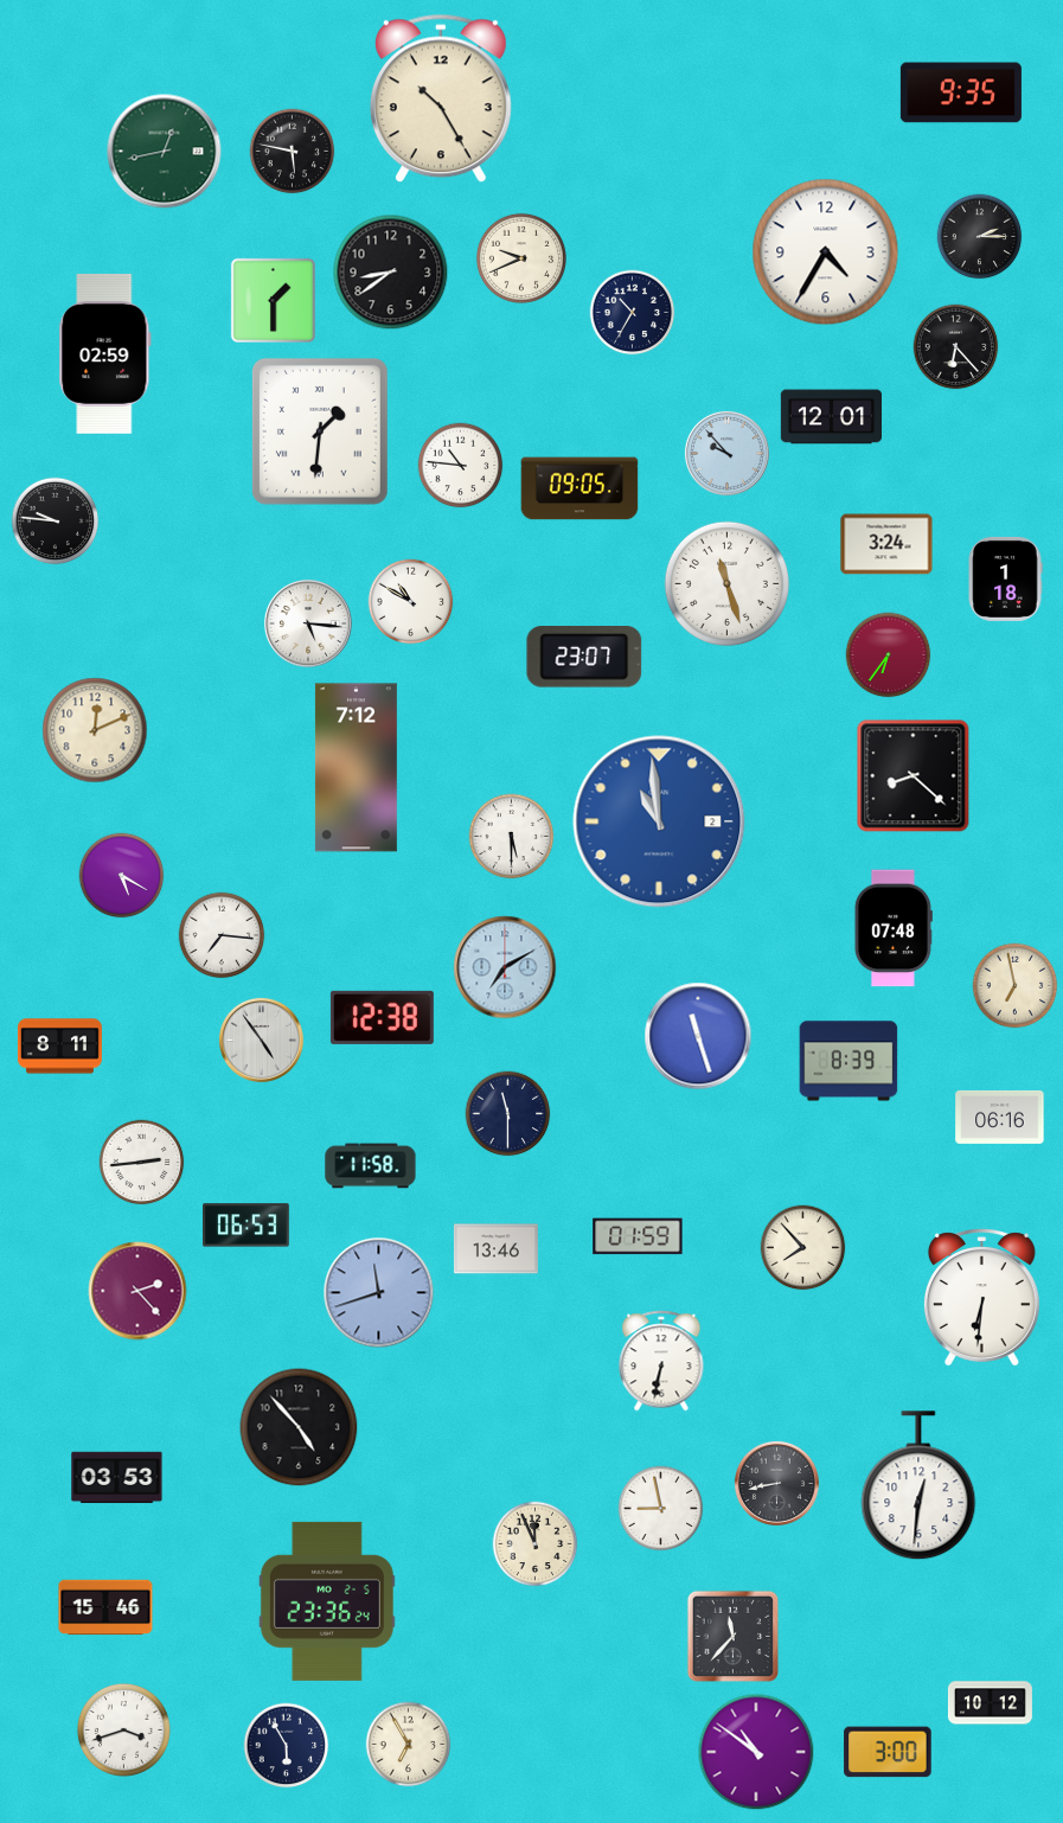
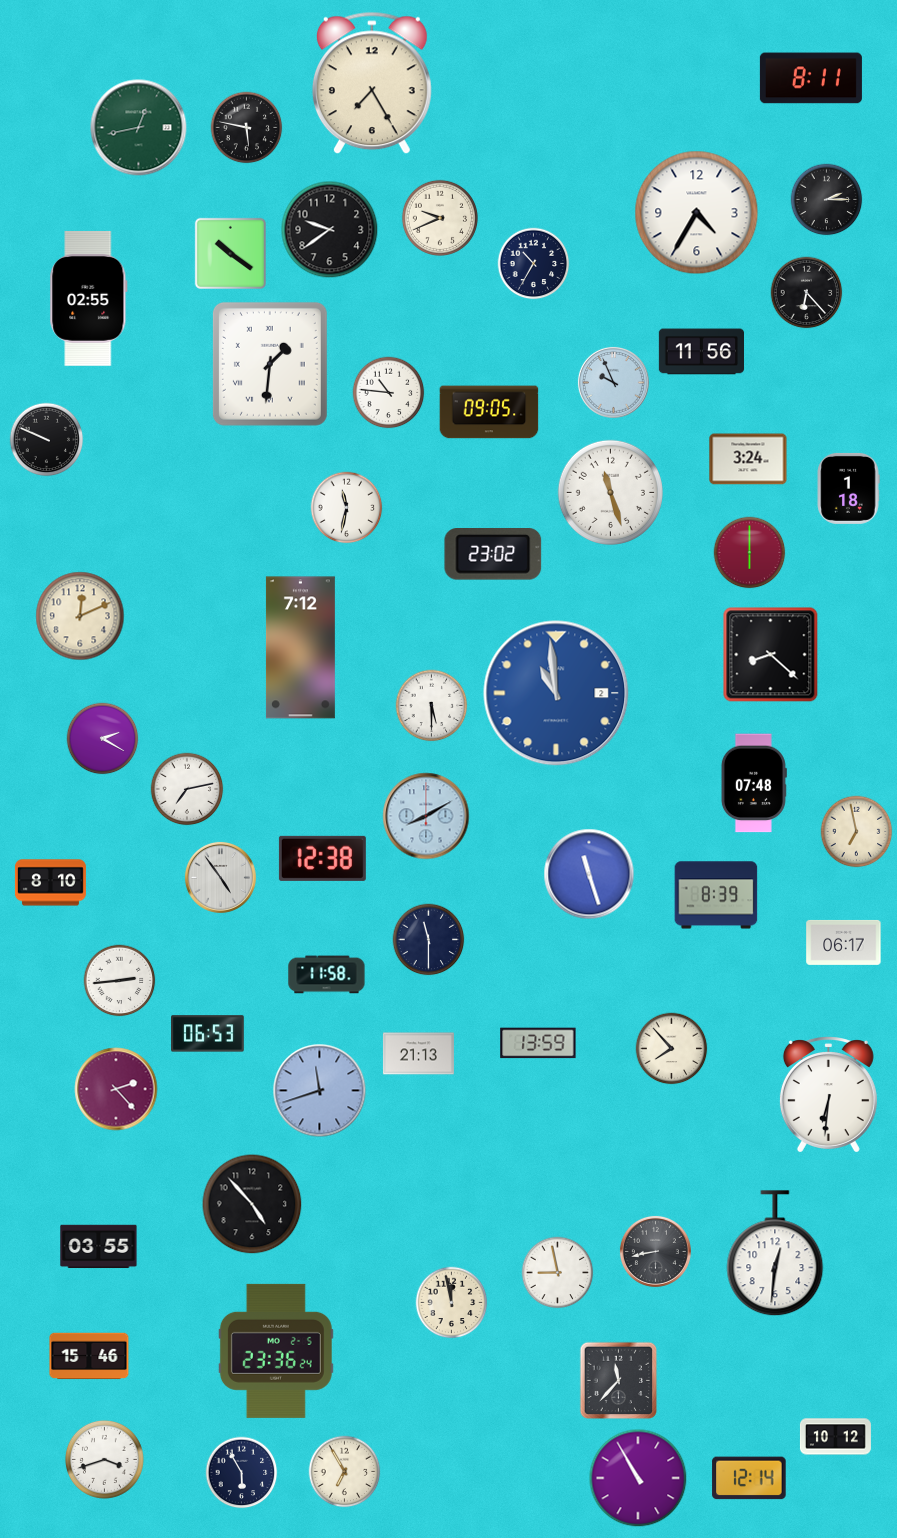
clock at (961, 92): 9:35 -> 8:11
clock at (441, 98): 10:25 -> 7:25
clock at (391, 273): 8:39 -> 9:39
clock at (273, 300): 1:30 -> 10:21
clock at (105, 353): 02:59 -> 02:55
clock at (831, 417): 12:01 -> 11:56
clock at (726, 453): 9:53 -> 9:56
clock at (56, 522): 9:46 -> 9:49
clock at (726, 583) position: (726, 583) -> (610, 492)
clock at (411, 602): 10:50 -> 11:32
clock at (309, 625): 5:16 -> none
clock at (889, 655): 6:36 -> 6:00
clock at (584, 657): 23:07 -> 23:02
clock at (122, 876): 5:20 -> 2:20
clock at (222, 935): 7:16 -> 7:13
clock at (505, 967): 7:10 -> 8:10
clock at (59, 1047): 8:11 -> 8:10
clock at (1000, 1117): 06:16 -> 06:17
clock at (371, 1166) position: (371, 1166) -> (327, 975)
clock at (638, 1236): 01:59 -> 13:59
clock at (803, 1248) position: (803, 1248) -> (672, 1049)
clock at (495, 1249): 13:46 -> 21:13
clock at (661, 1361): 6:32 -> none
clock at (117, 1478): 03:53 -> 03:55
clock at (536, 1544): 11:56 -> 11:58
clock at (756, 1752): 10:51 -> 10:55
clock at (888, 1752): 3:00 -> 12:14
